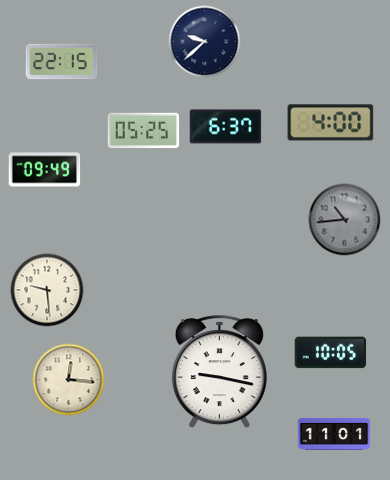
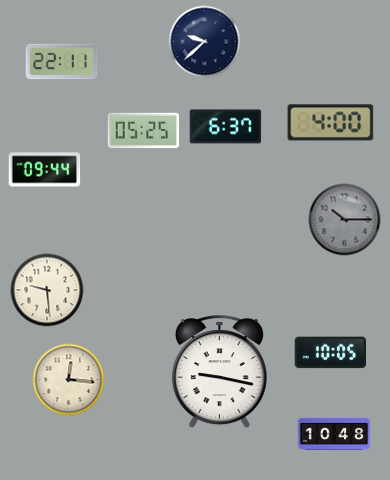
clock at (62, 62): 22:15 -> 22:11
clock at (45, 170): 09:49 -> 09:44
clock at (345, 220): 10:44 -> 10:15
clock at (334, 434): 11:01 -> 10:48
